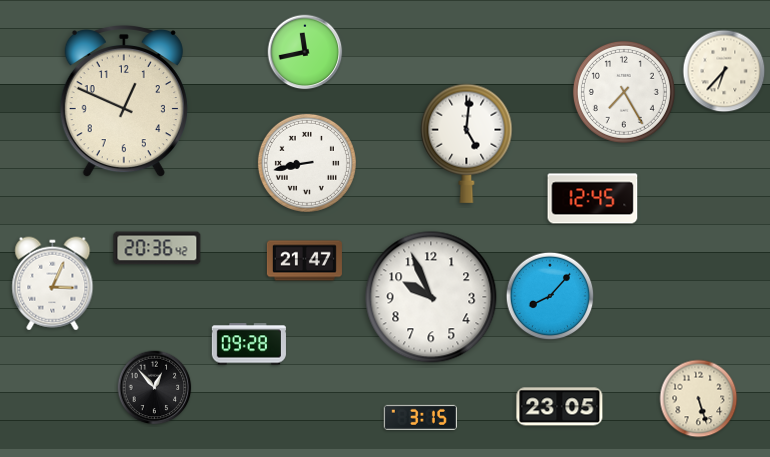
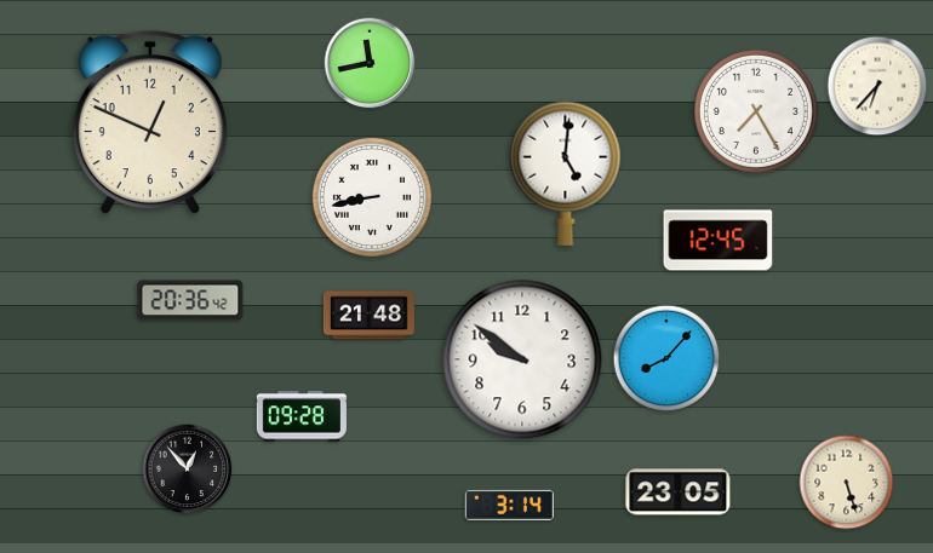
clock at (304, 261): 21:47 -> 21:48
clock at (53, 284): 3:04 -> none
clock at (431, 297): 9:56 -> 9:51
clock at (420, 417): 3:15 -> 3:14
